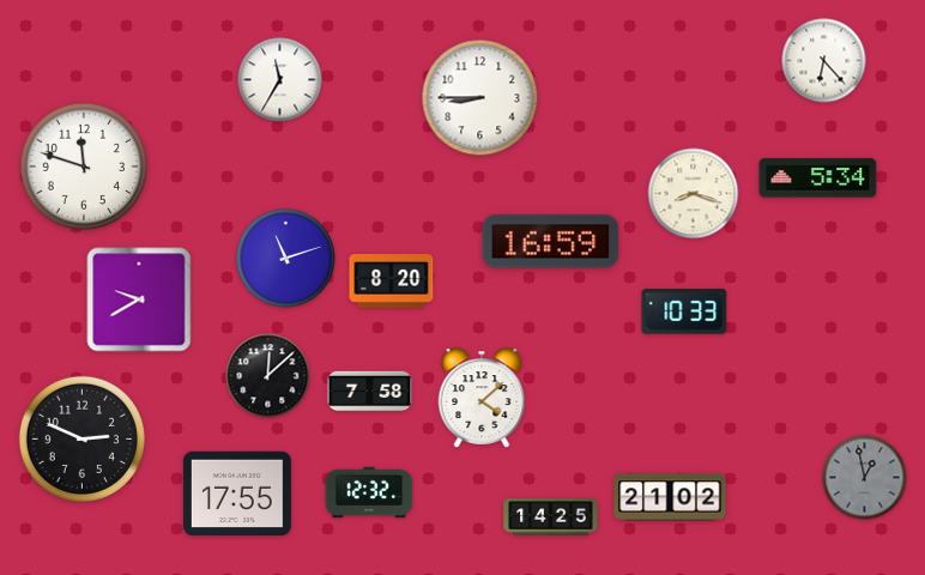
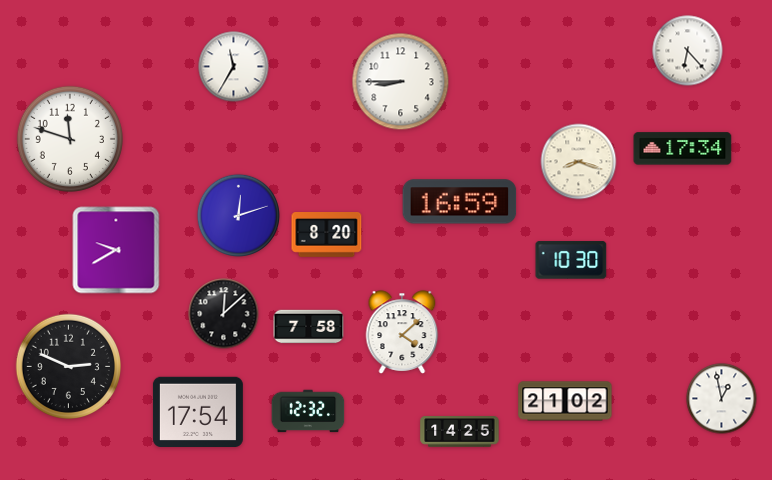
clock at (818, 178): 5:34 -> 17:34
clock at (285, 258): 11:12 -> 12:12
clock at (684, 311): 10:33 -> 10:30
clock at (865, 478) dial: grey -> white
clock at (237, 492): 17:55 -> 17:54
clock at (670, 497) position: (670, 497) -> (565, 401)
